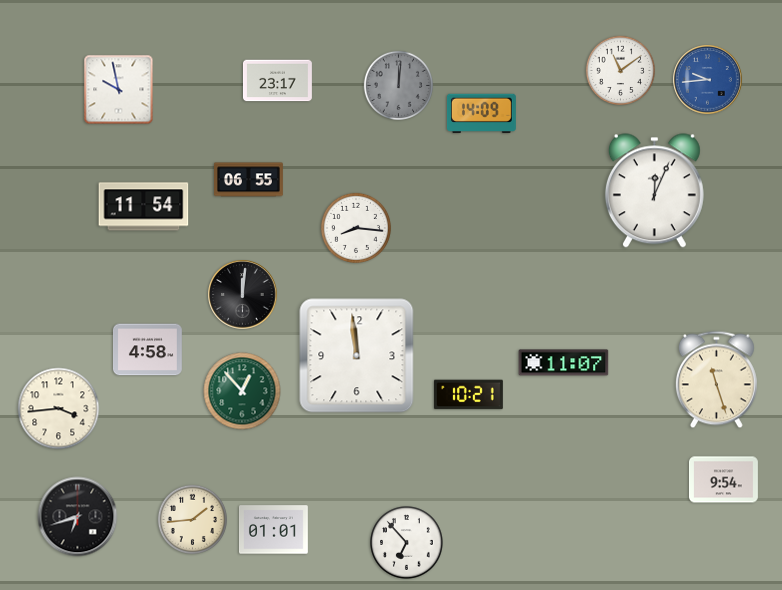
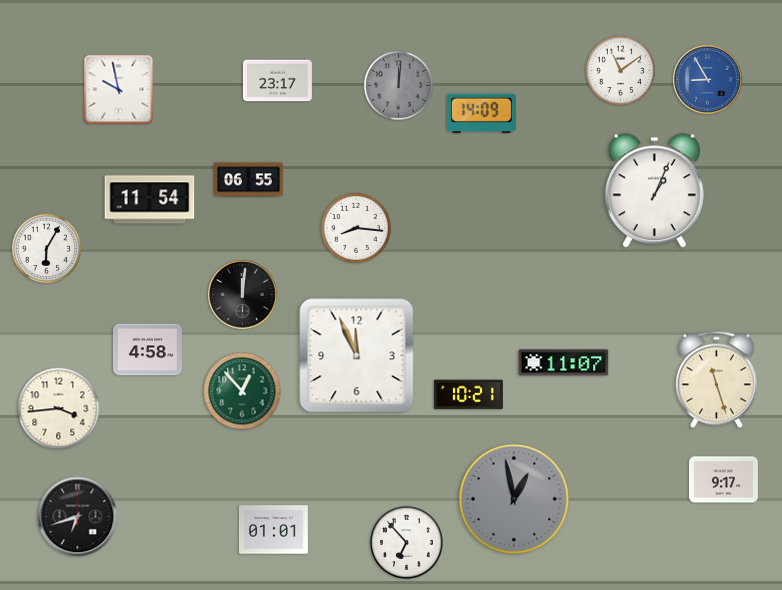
clock at (708, 80): 9:44 -> 8:55
clock at (654, 191): 12:04 -> 1:04
clock at (144, 207) position: (144, 207) -> (150, 200)
clock at (46, 248): none -> 6:05
clock at (357, 356): 11:59 -> 11:56
clock at (723, 480): 9:54 -> 9:17
clock at (514, 499): none -> 12:58
clock at (192, 519): 1:44 -> none
